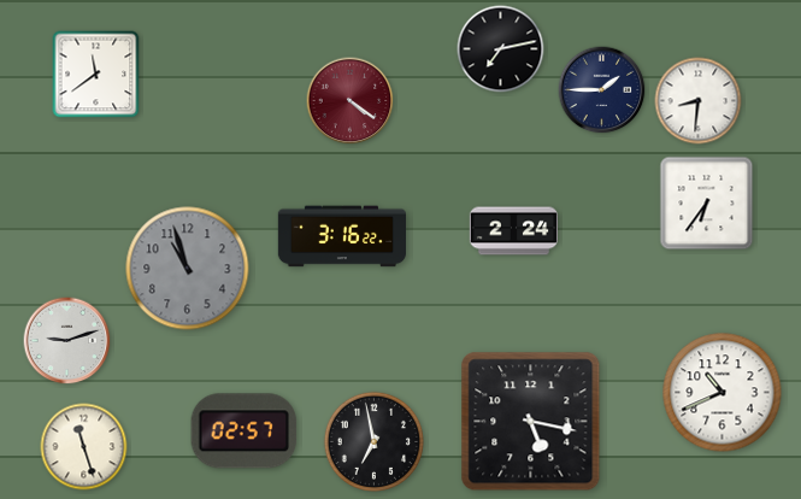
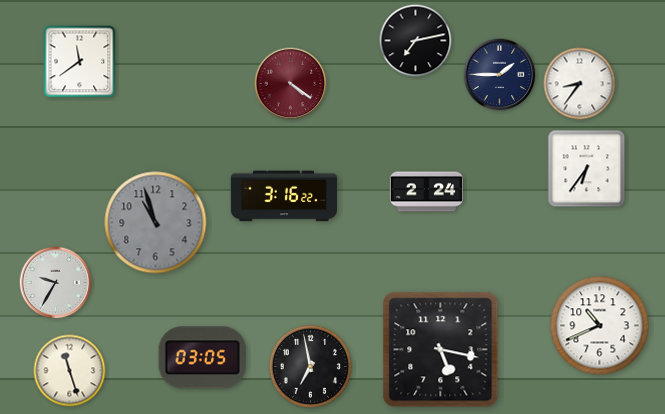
clock at (699, 101): 8:31 -> 8:36
clock at (67, 341): 9:12 -> 9:35
clock at (245, 432): 02:57 -> 03:05
